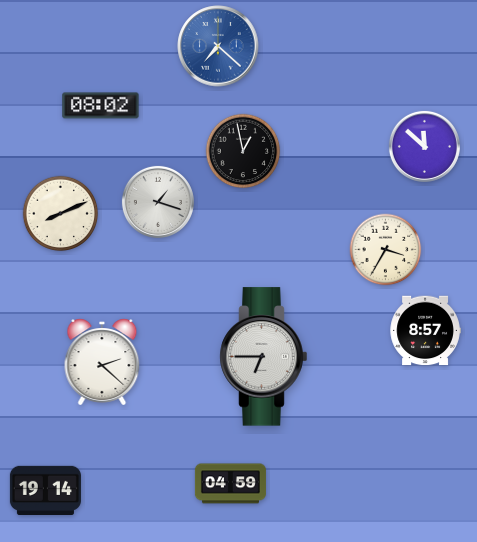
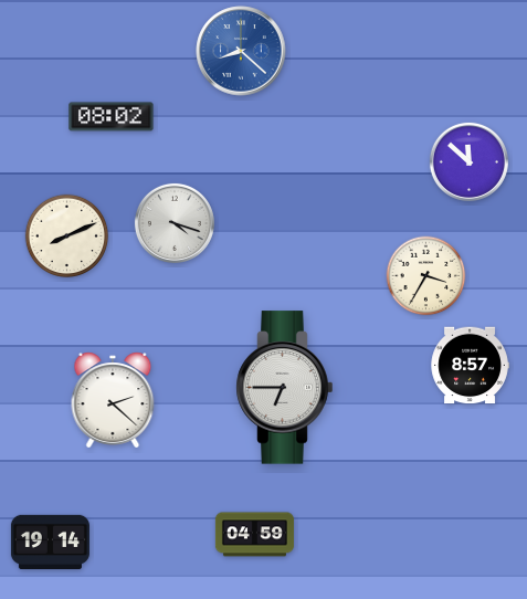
clock at (218, 46): 7:22 -> 8:22
clock at (243, 151): 12:58 -> none
clock at (158, 202): 1:18 -> 4:18
clock at (264, 357) position: (264, 357) -> (285, 388)
